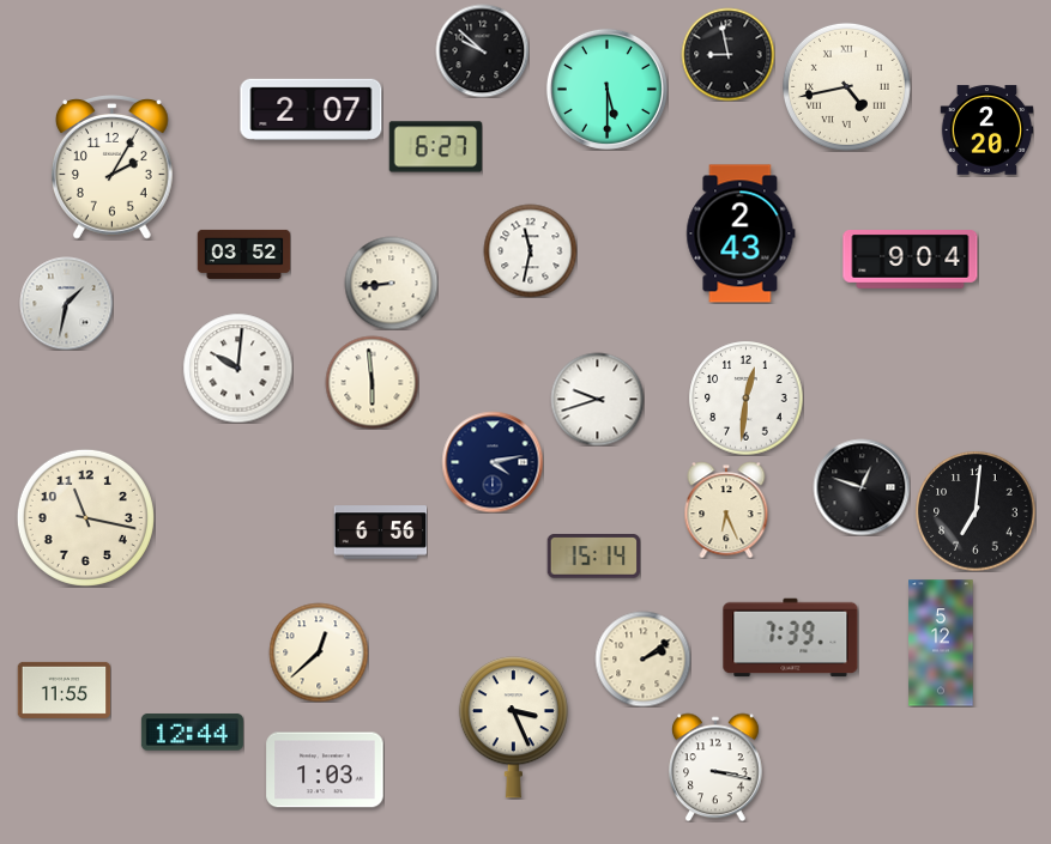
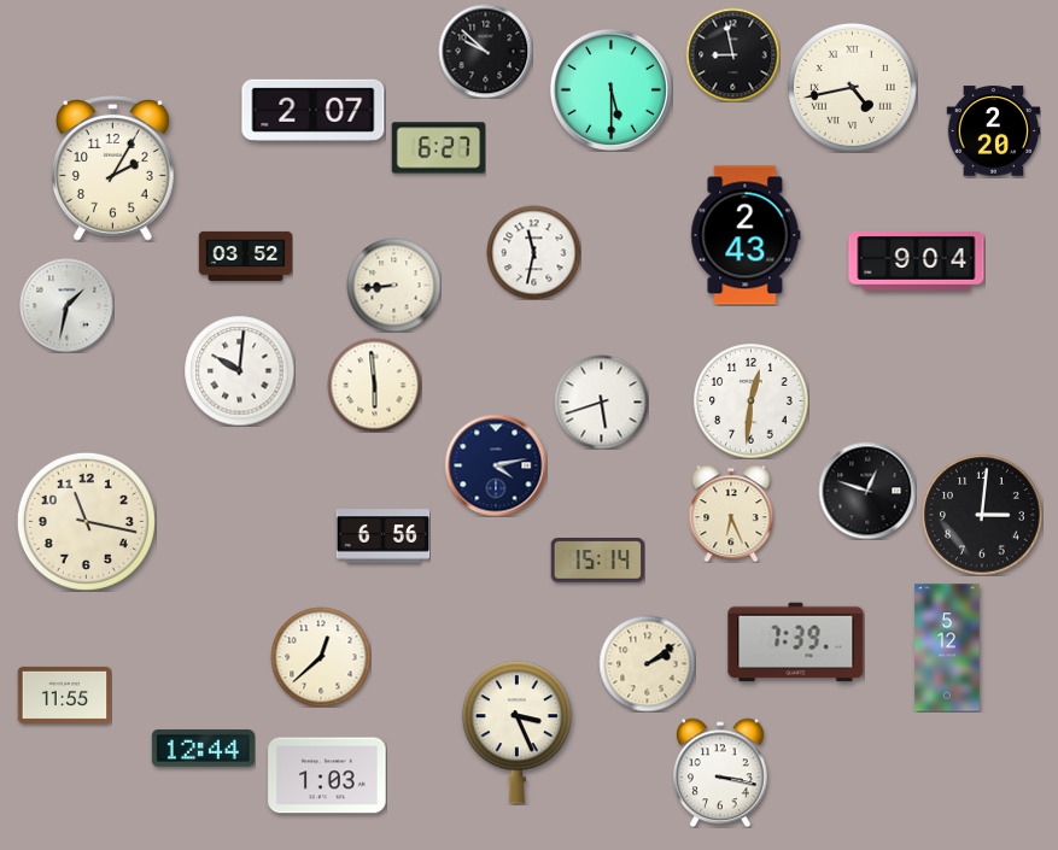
clock at (597, 399): 9:42 -> 5:42
clock at (976, 511): 7:01 -> 3:01
clock at (192, 733) position: (192, 733) -> (203, 749)
